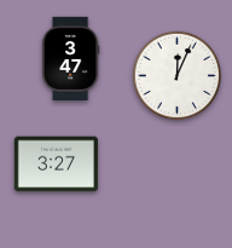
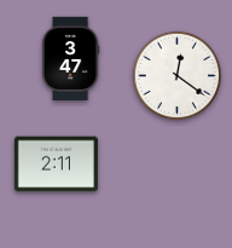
clock at (176, 75): 12:04 -> 12:21
clock at (56, 165): 3:27 -> 2:11
